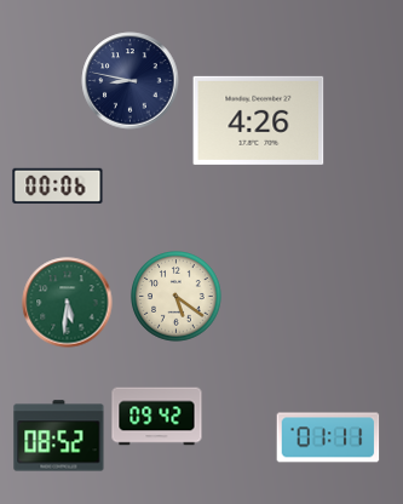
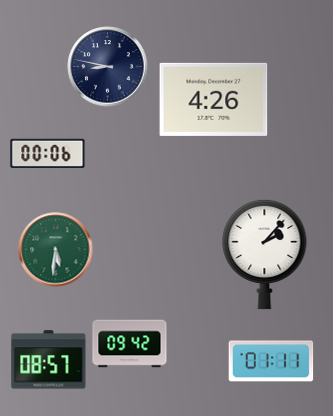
clock at (177, 297): 5:21 -> none
clock at (265, 254): none -> 2:07
clock at (59, 436): 08:52 -> 08:57
